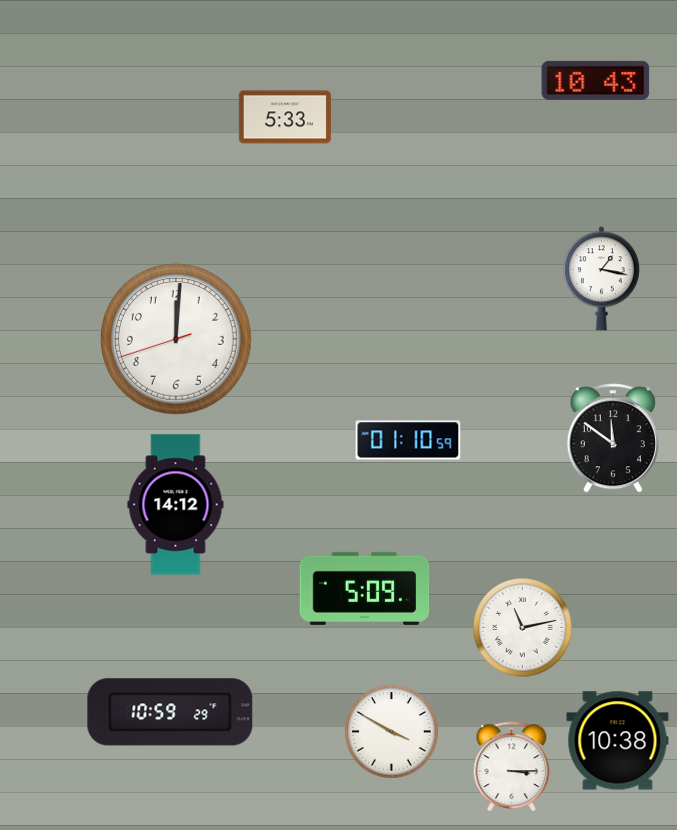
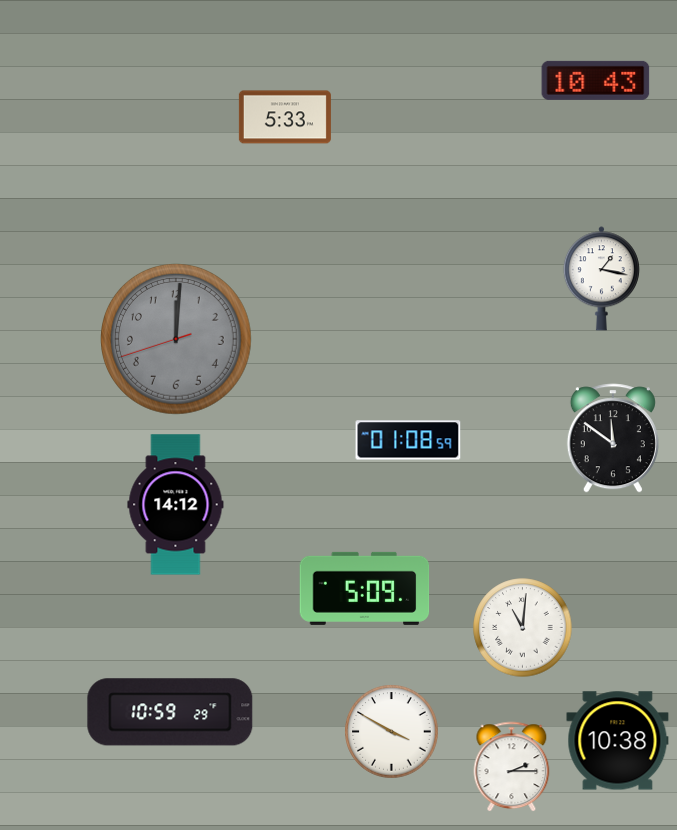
clock at (177, 340) dial: white -> grey
clock at (408, 440): 01:10 -> 01:08
clock at (523, 628): 11:13 -> 11:01
clock at (512, 767): 3:15 -> 2:15
